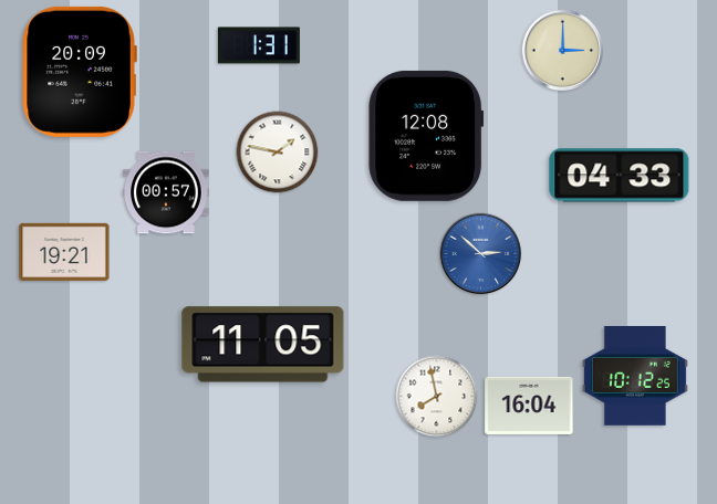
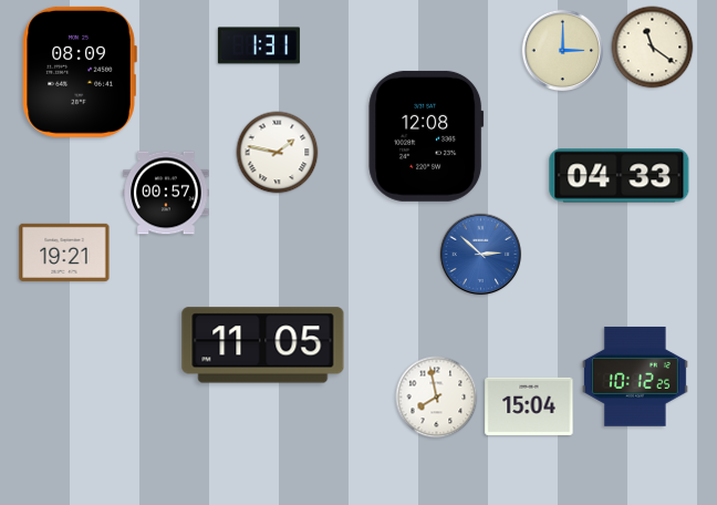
clock at (653, 48): none -> 11:21
clock at (80, 72): 20:09 -> 08:09
clock at (529, 406): 16:04 -> 15:04
